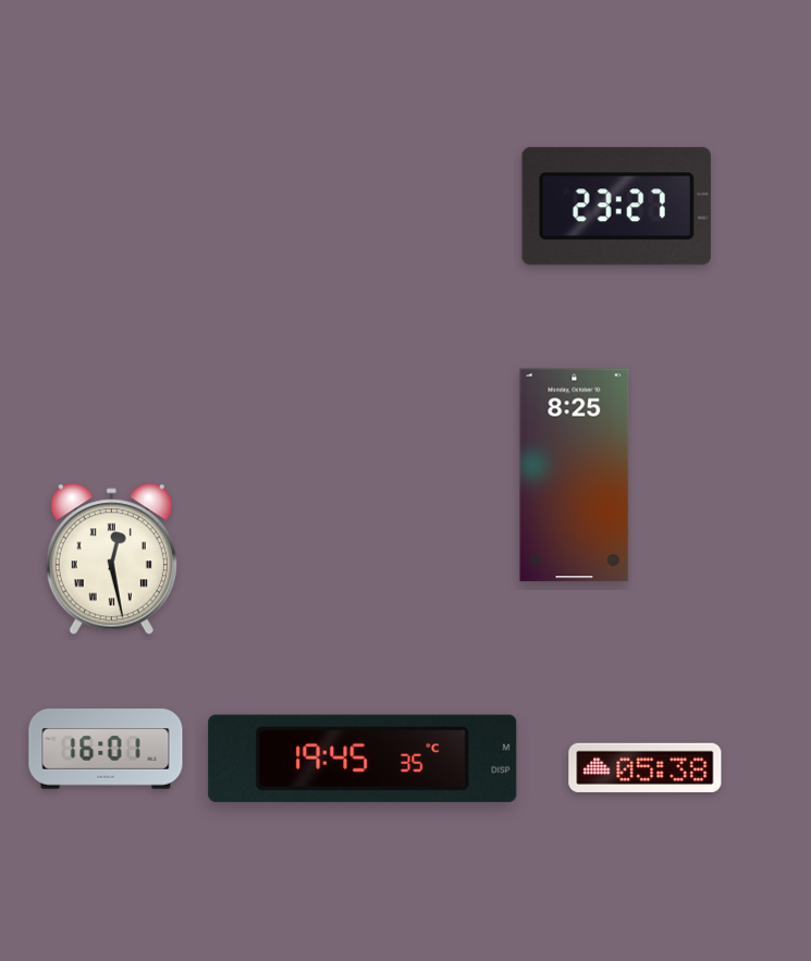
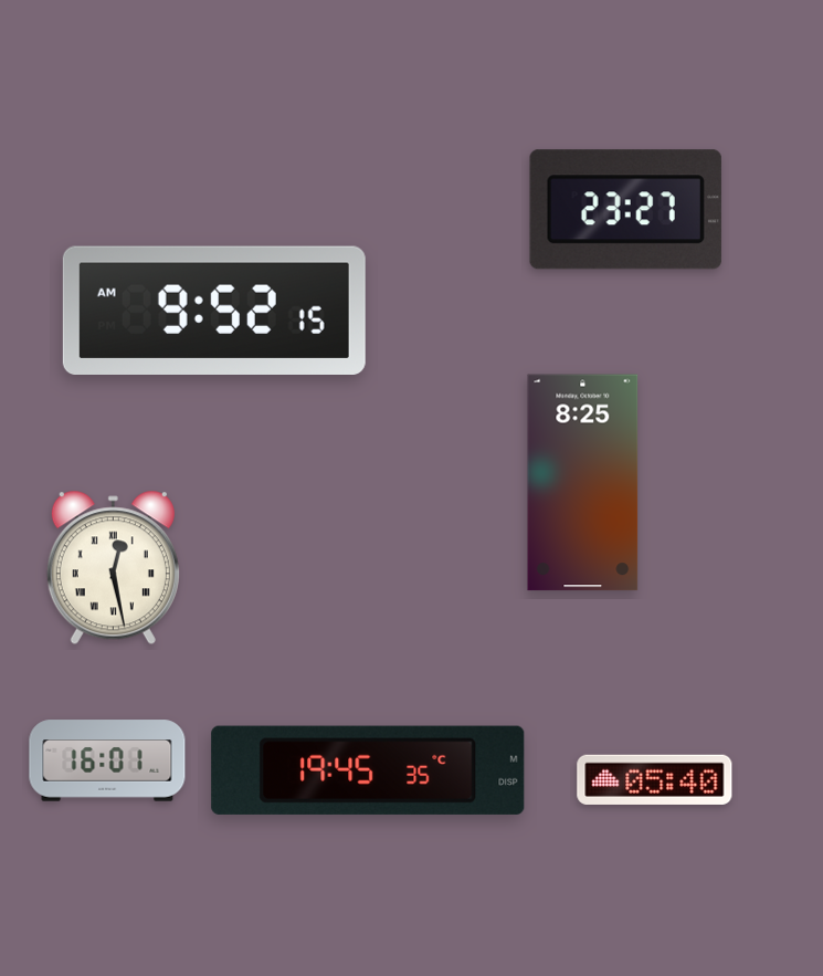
clock at (214, 309): none -> 9:52
clock at (646, 767): 05:38 -> 05:40
